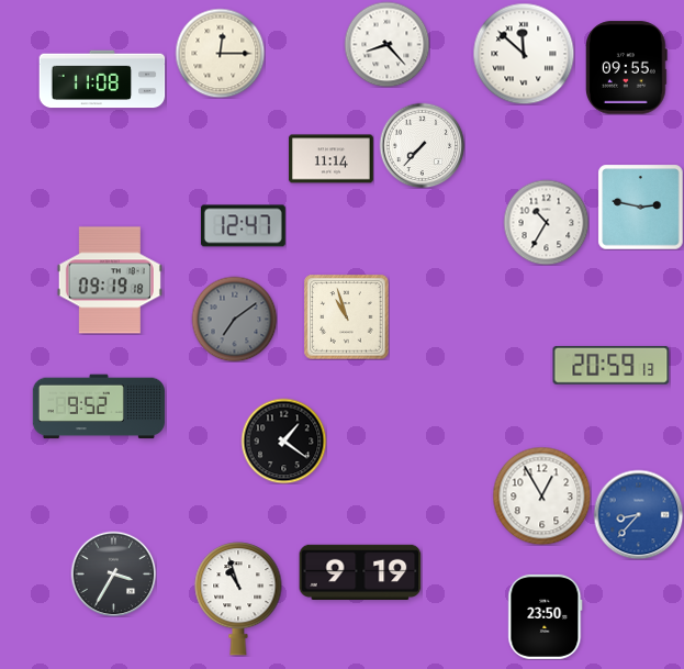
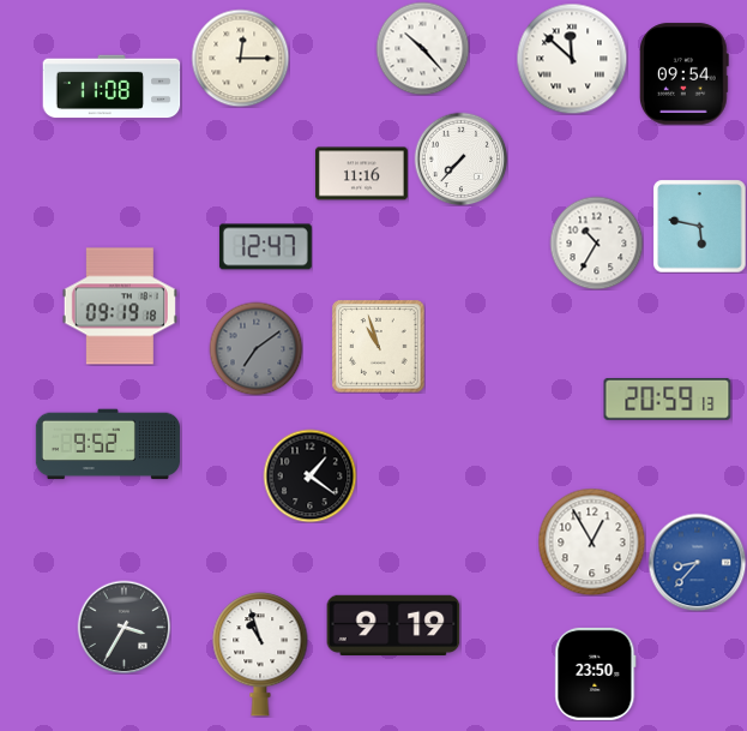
clock at (386, 44): 8:23 -> 10:23
clock at (627, 68): 09:55 -> 09:54
clock at (330, 159): 11:14 -> 11:16
clock at (640, 207): 2:47 -> 5:47
clock at (283, 441) position: (283, 441) -> (309, 475)
